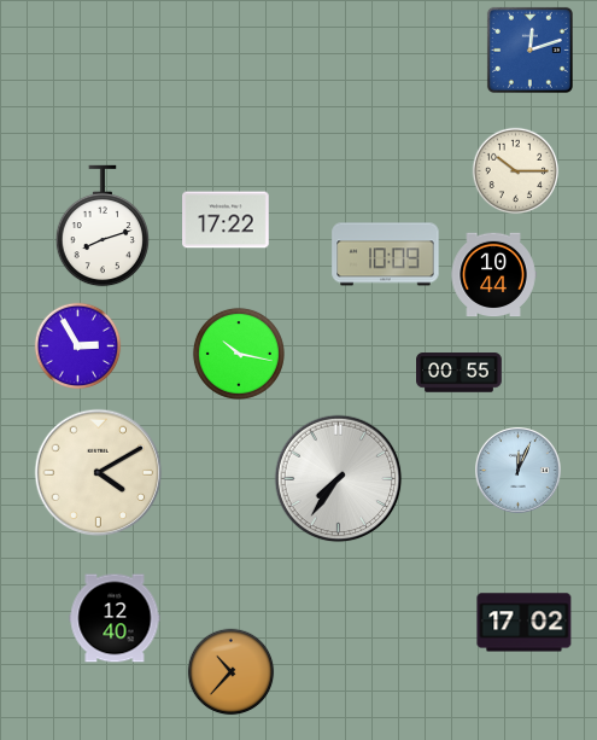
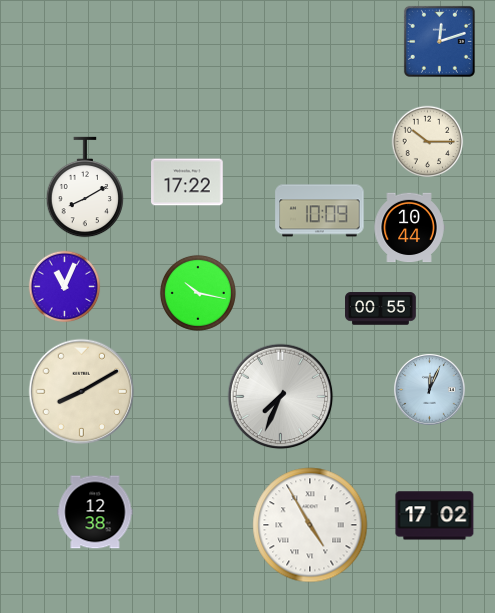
clock at (101, 226): 8:12 -> 8:10
clock at (78, 346): 2:55 -> 11:04
clock at (99, 473): 4:10 -> 8:10
clock at (339, 479): 7:36 -> 7:34
clock at (115, 618): 12:40 -> 12:38
clock at (310, 525): none -> 4:55
clock at (232, 672): 10:37 -> none
